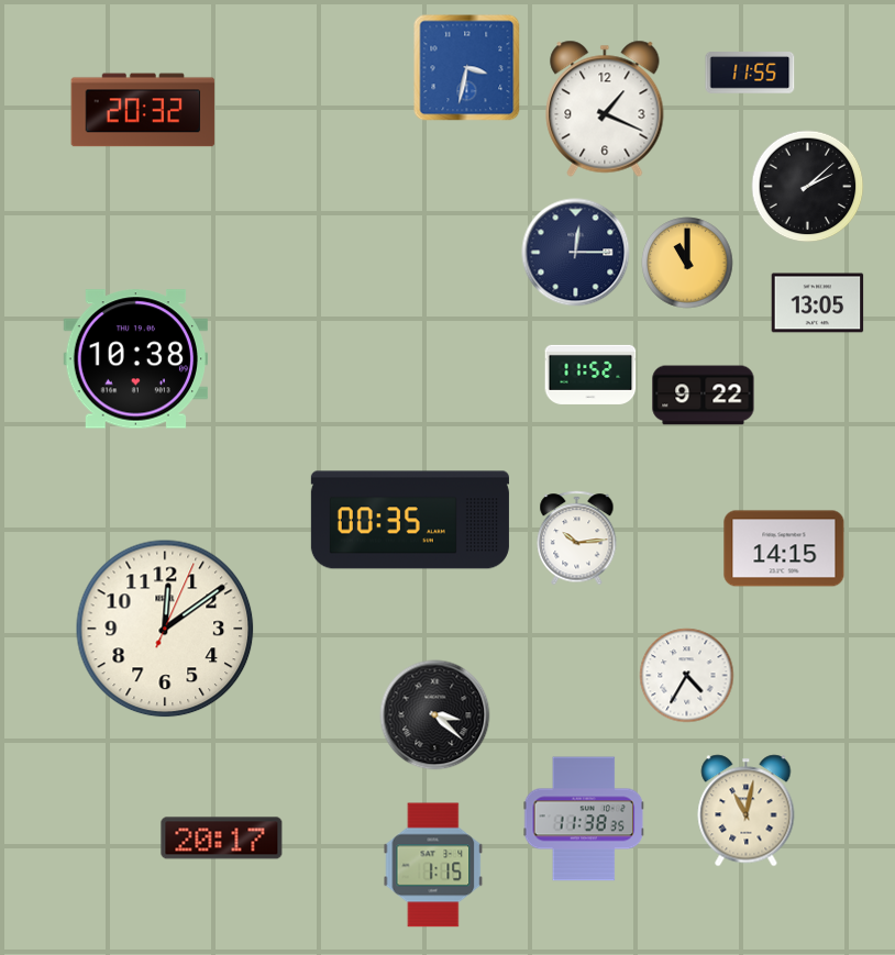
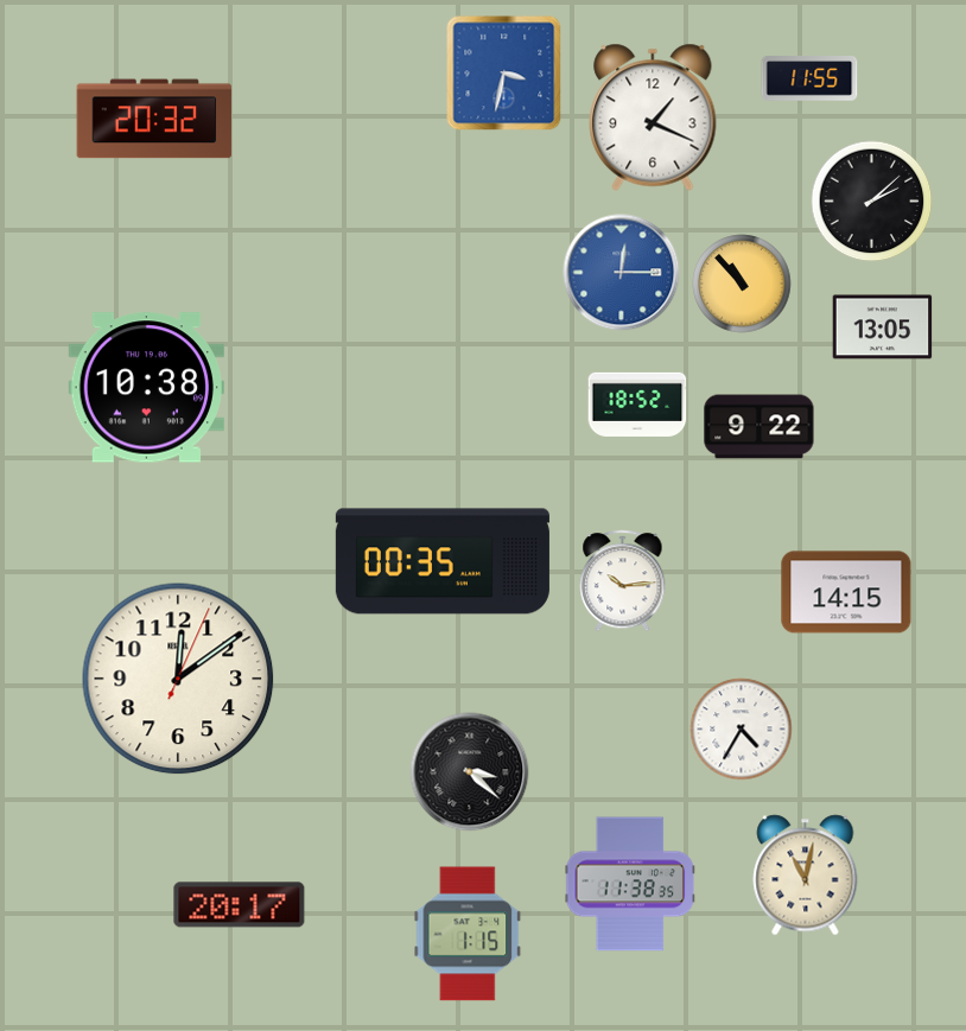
clock at (576, 253) dial: navy -> blue
clock at (687, 263): 11:00 -> 10:53
clock at (590, 375): 11:52 -> 18:52
